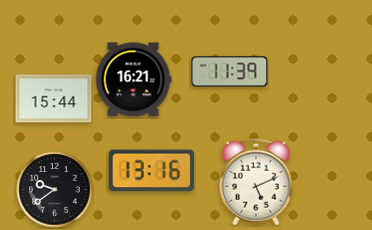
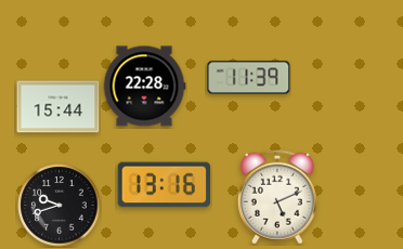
clock at (133, 80): 16:21 -> 22:28
clock at (55, 190): 9:39 -> 9:42
